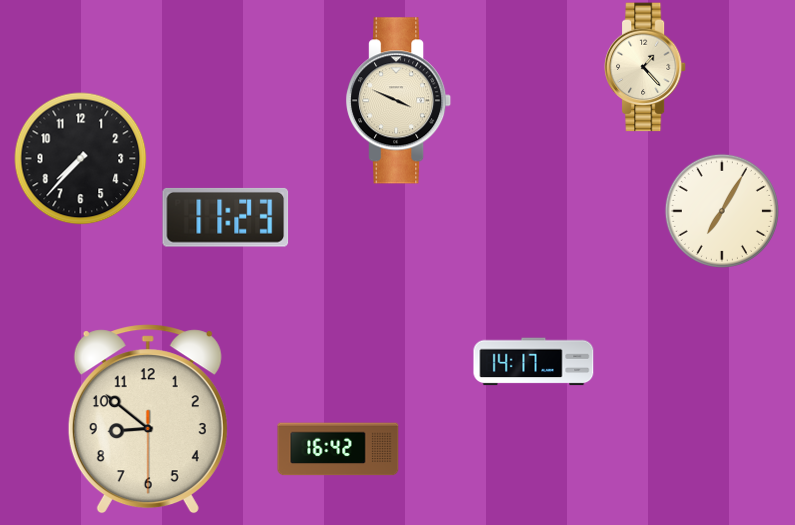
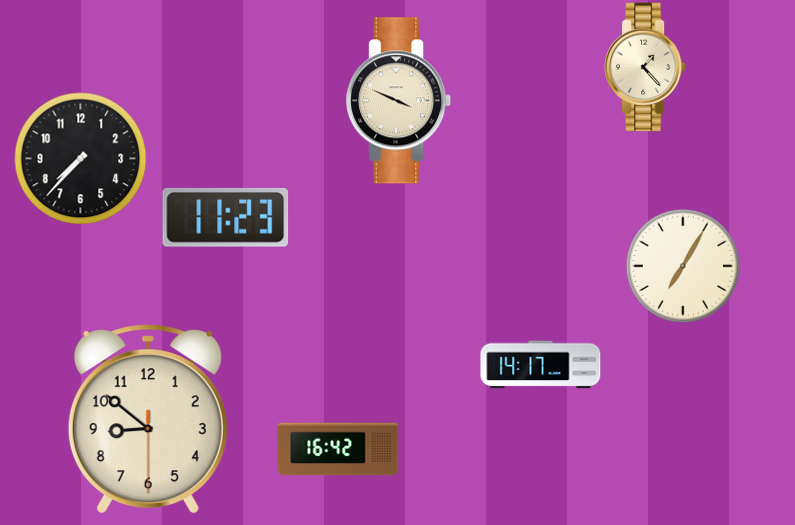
clock at (722, 211) position: (722, 211) -> (683, 266)
clock at (534, 362) position: (534, 362) -> (541, 365)
